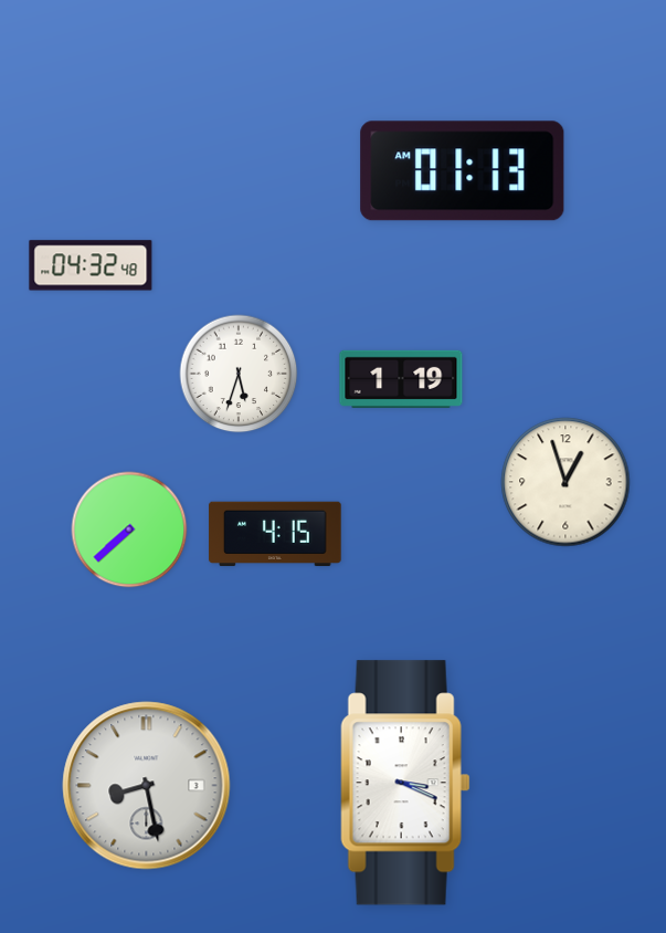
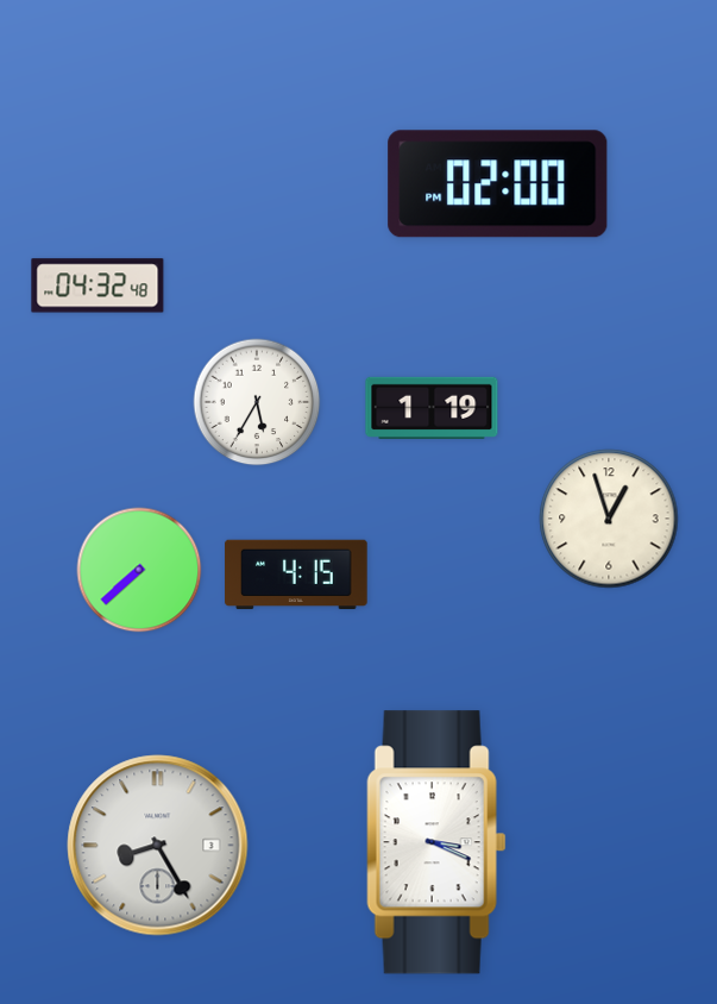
clock at (463, 171): 01:13 -> 02:00
clock at (239, 374): 5:33 -> 5:35
clock at (147, 786): 8:28 -> 8:25
